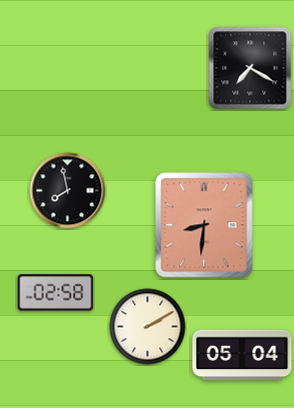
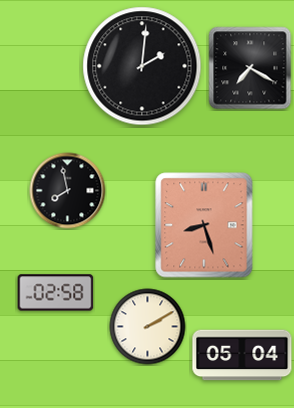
clock at (142, 66): none -> 2:01
clock at (204, 225): 8:31 -> 8:27
